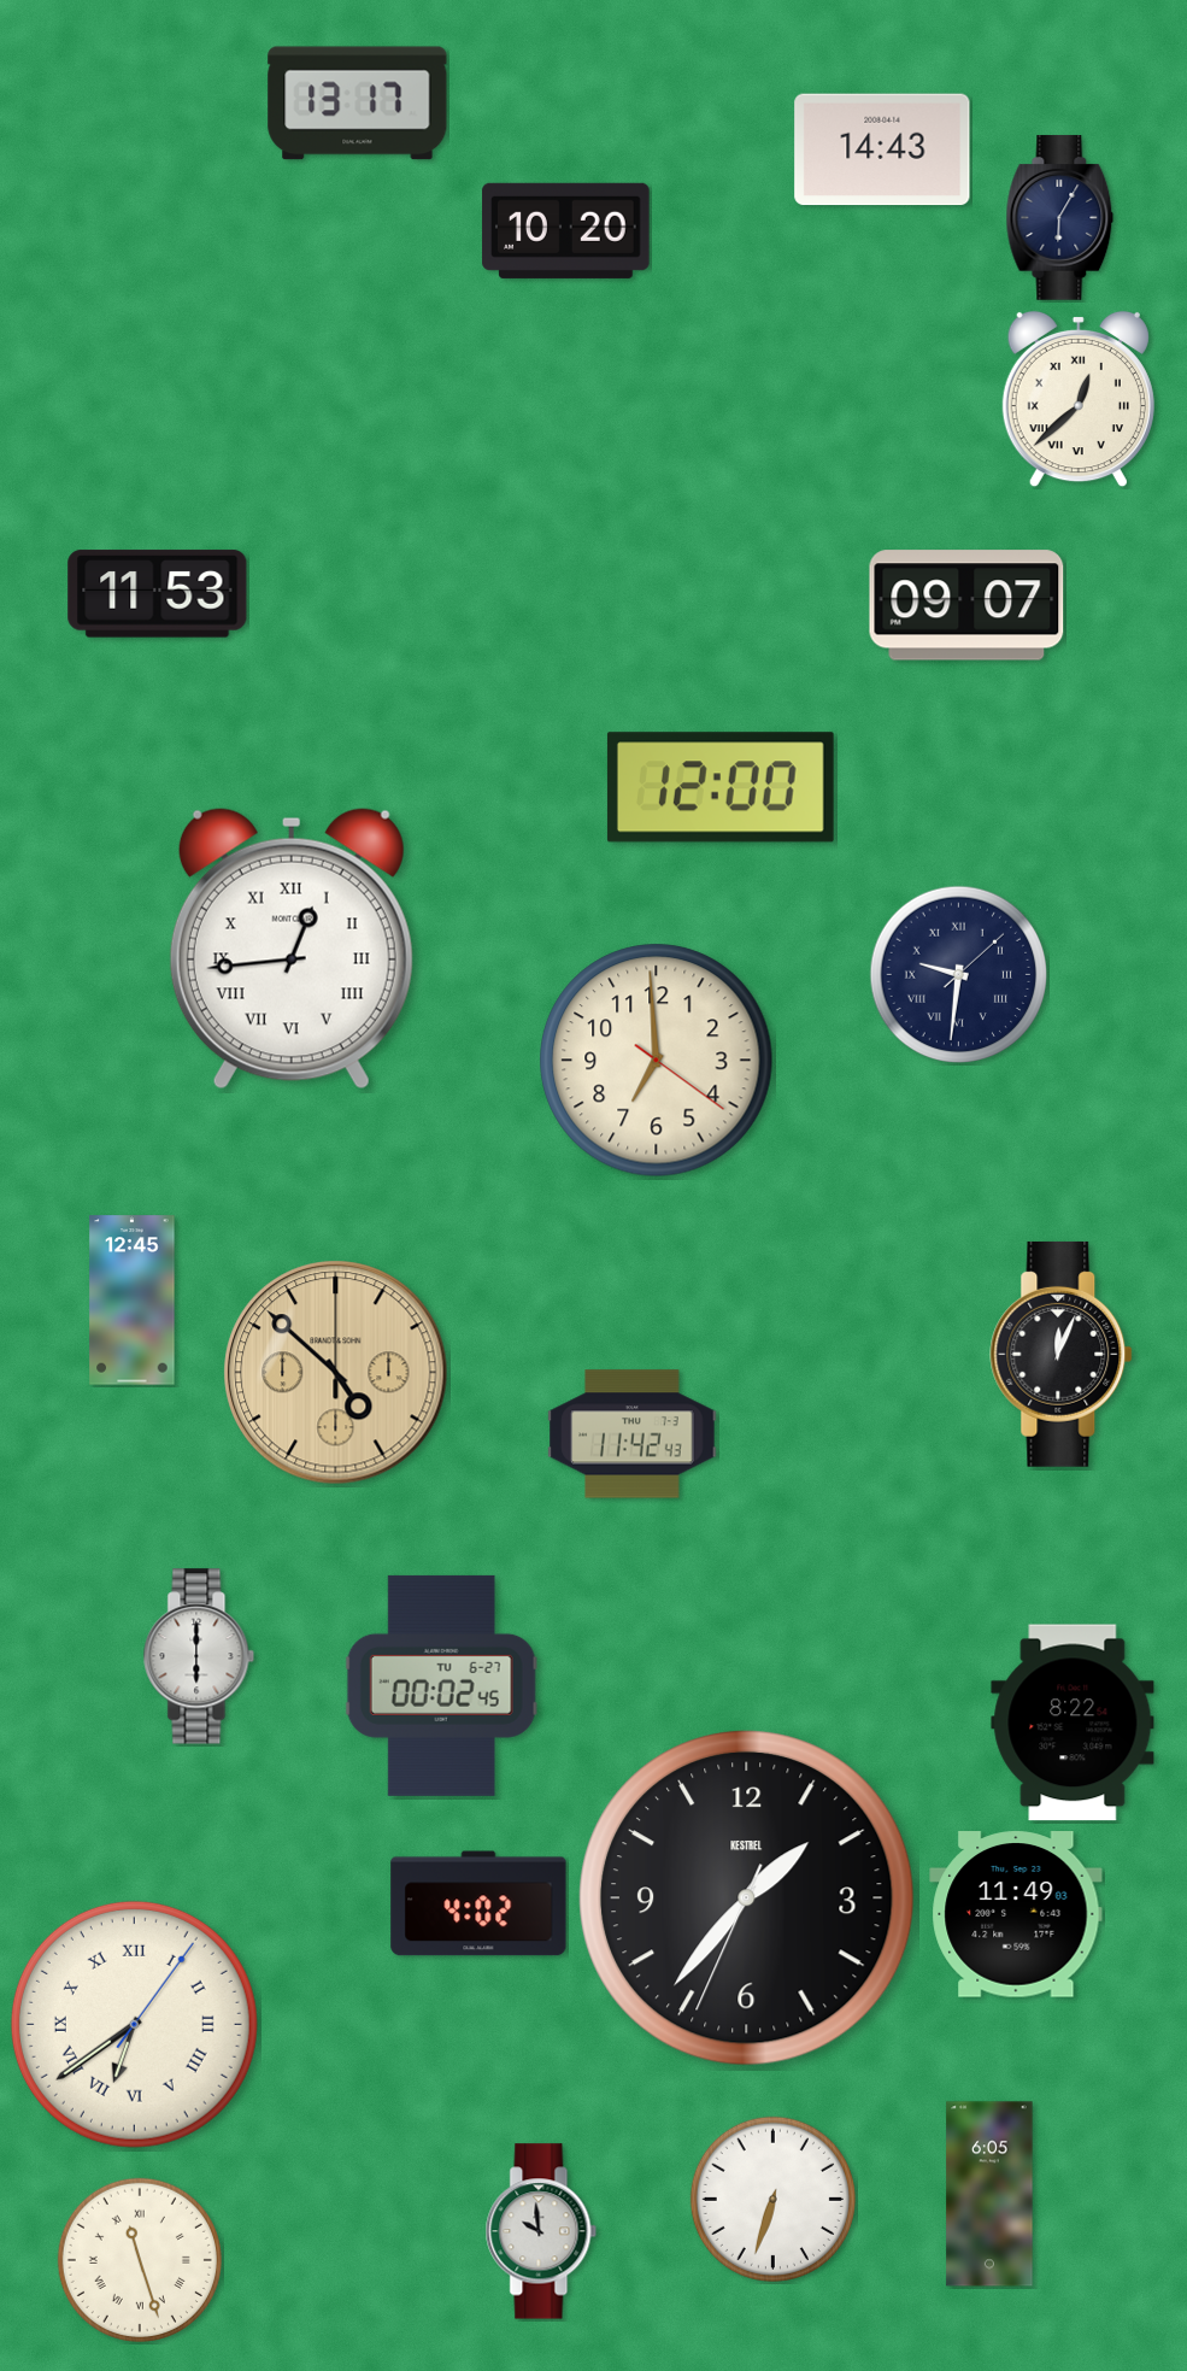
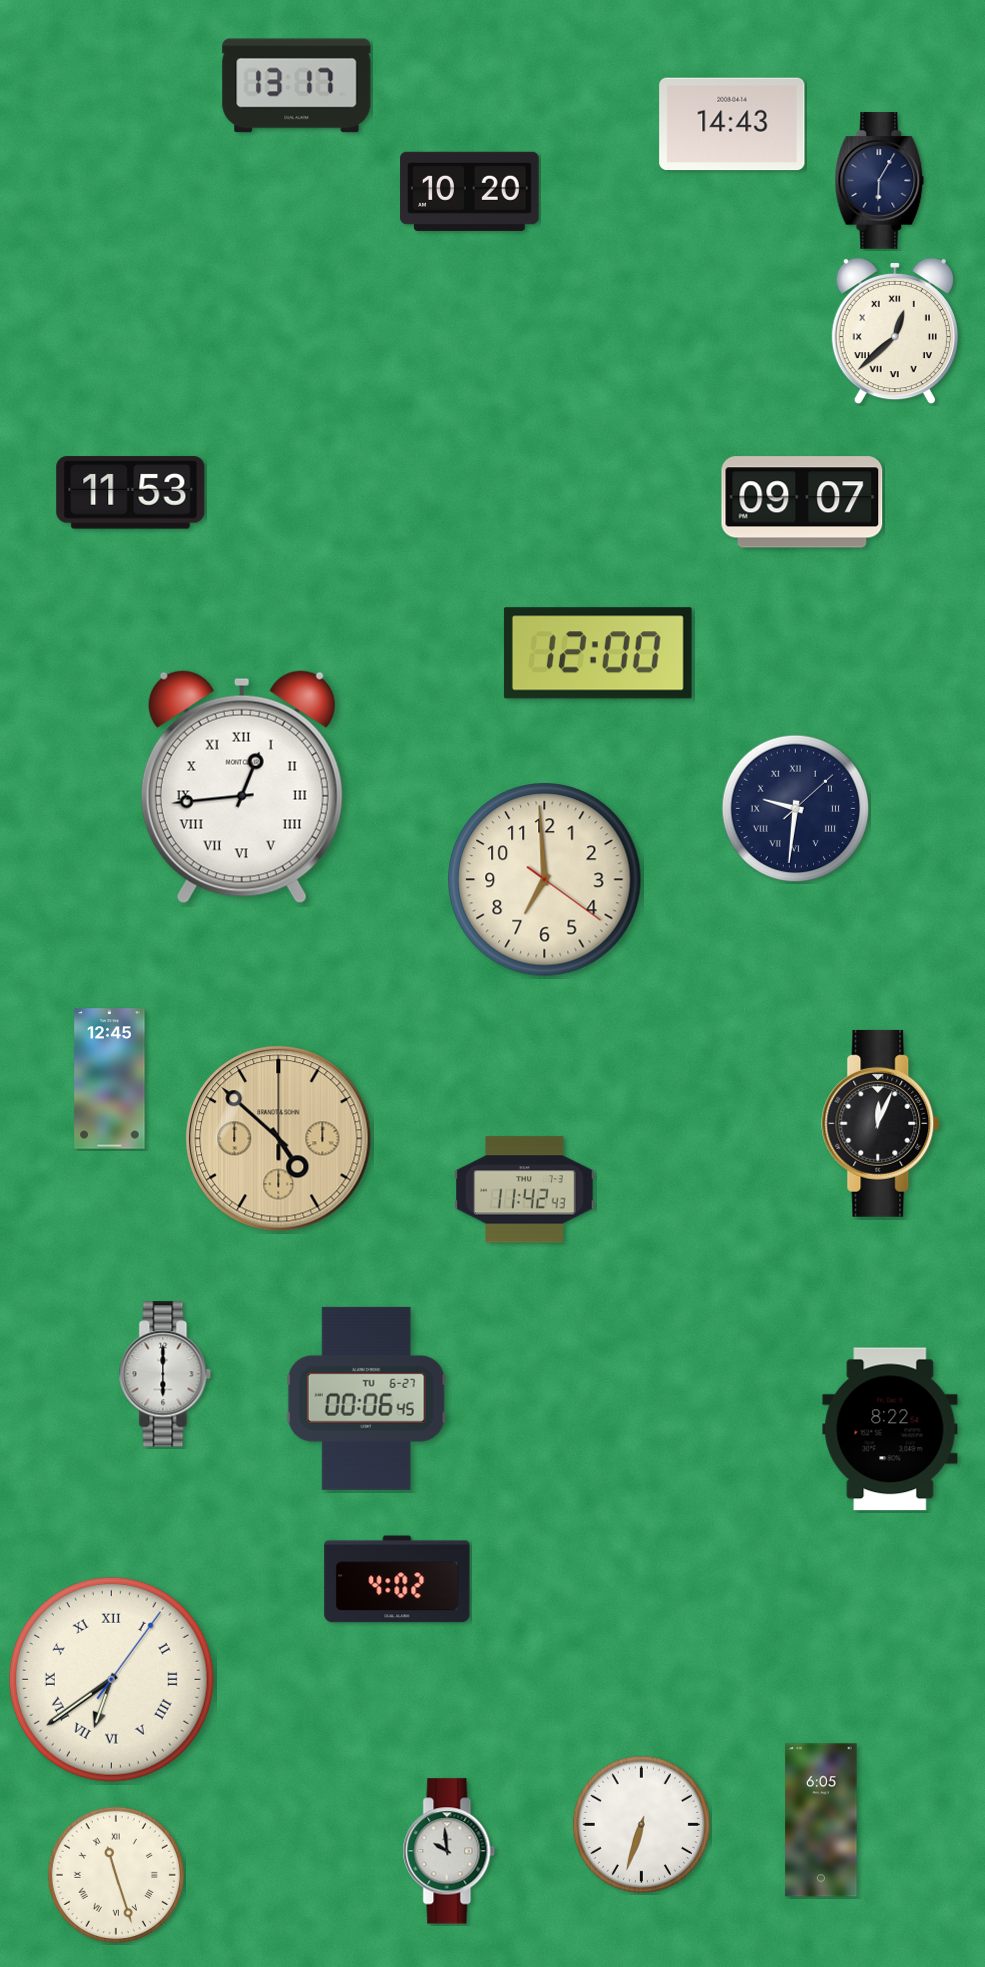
clock at (441, 1685): 00:02 -> 00:06
clock at (747, 1898): 1:36 -> none
clock at (1016, 1914): 11:49 -> none
